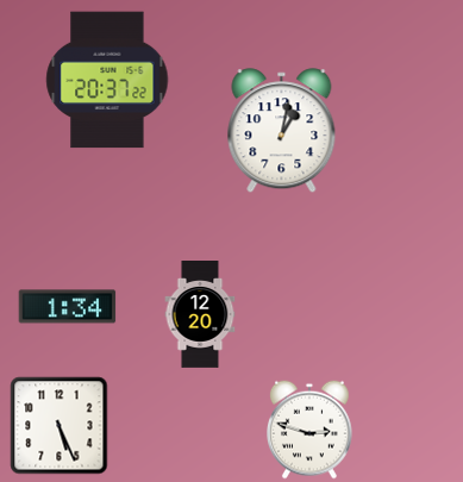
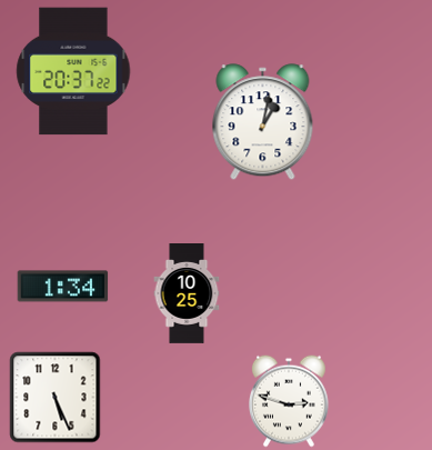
clock at (107, 80) position: (107, 80) -> (73, 71)
clock at (200, 315): 12:20 -> 10:25
